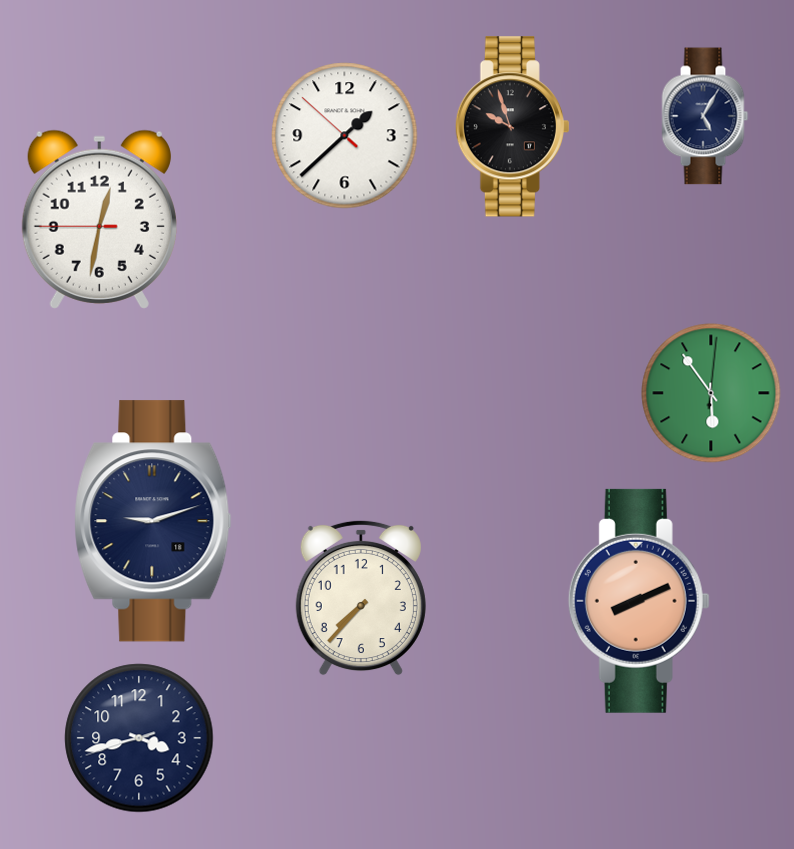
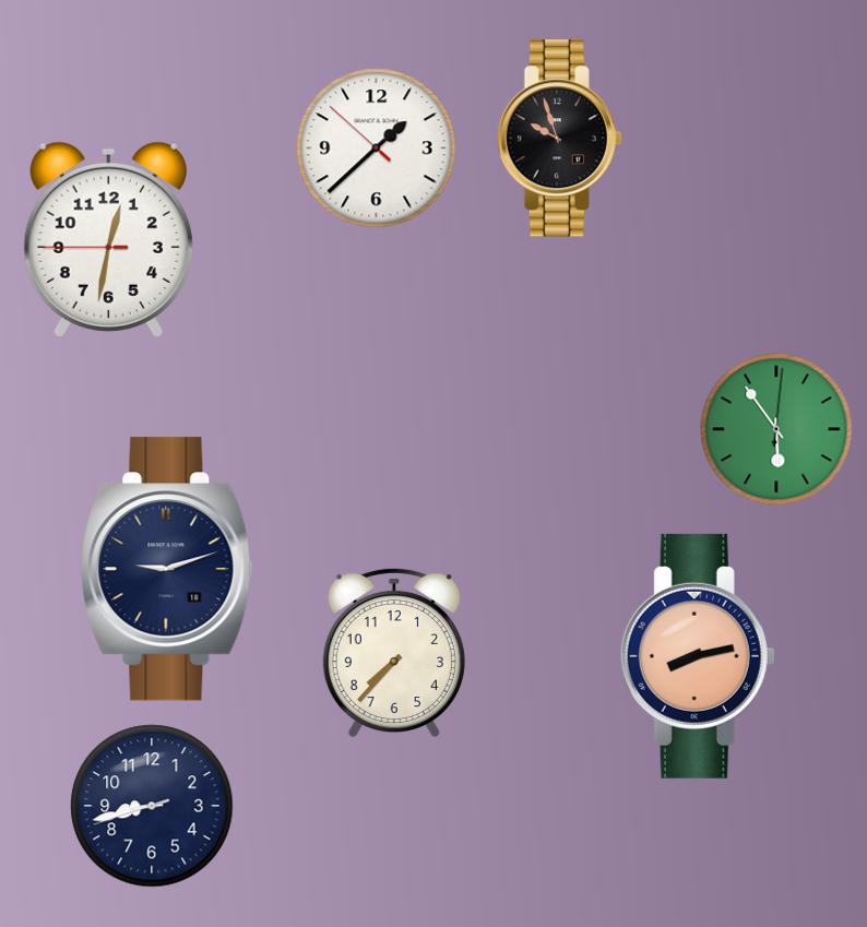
clock at (705, 116): 5:05 -> none
clock at (639, 601): 8:11 -> 8:13
clock at (139, 738): 3:42 -> 8:42
